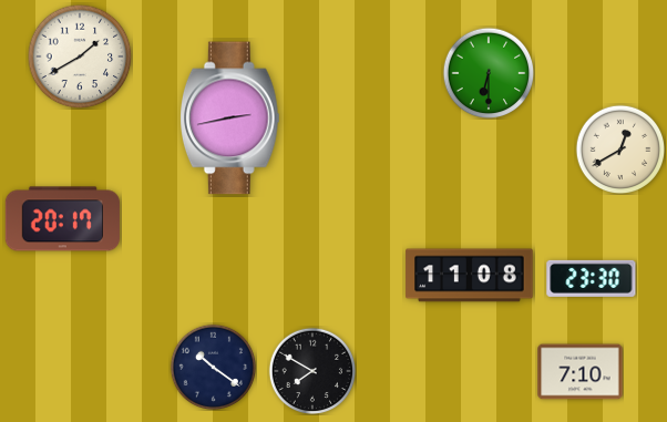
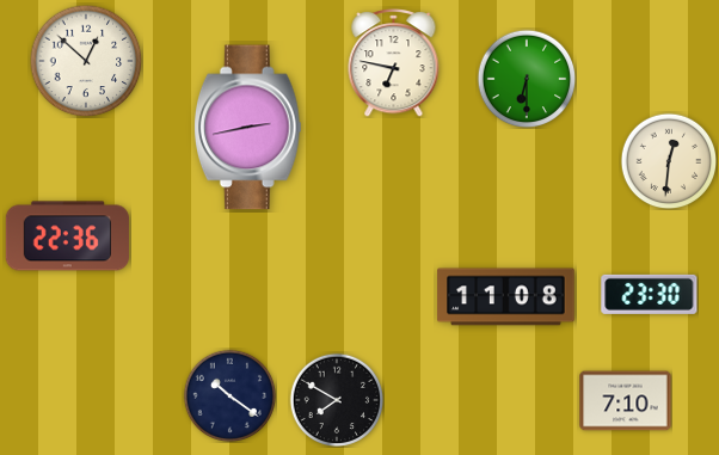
clock at (80, 56): 1:40 -> 12:52
clock at (394, 63): none -> 6:47
clock at (620, 150): 12:40 -> 12:31
clock at (62, 219): 20:17 -> 22:36
clock at (592, 278) position: (592, 278) -> (650, 294)
